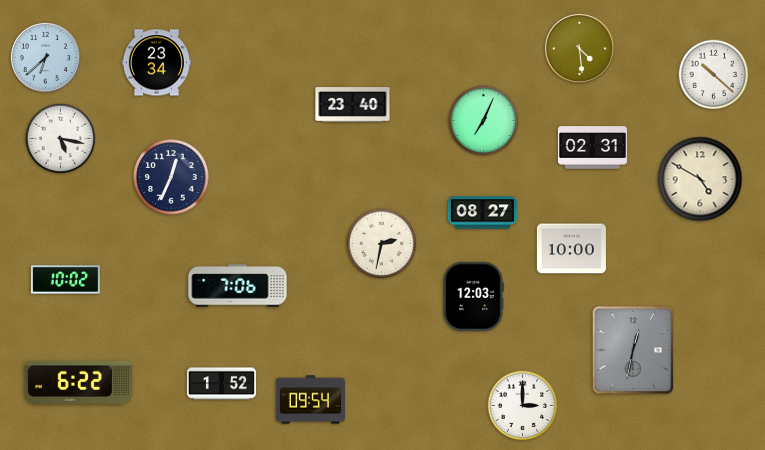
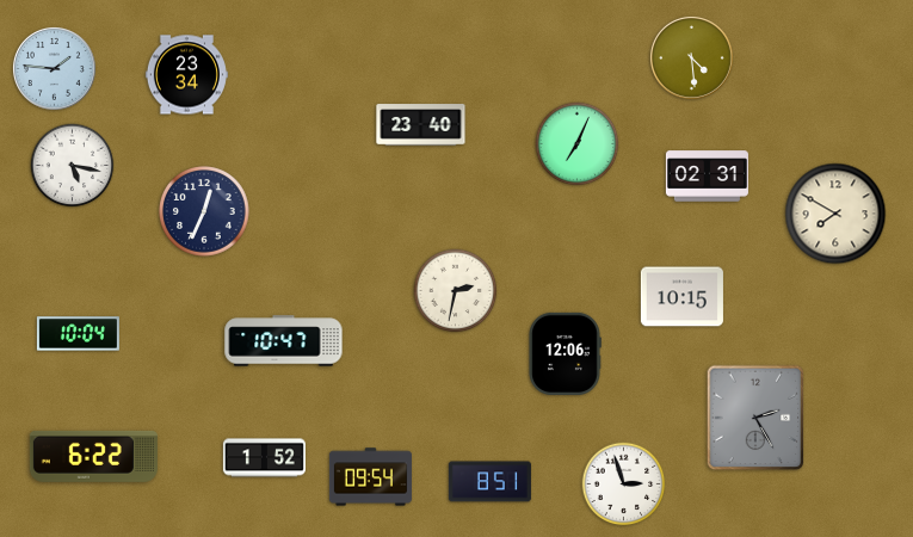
clock at (45, 57): 6:38 -> 1:46
clock at (714, 75): 10:22 -> none
clock at (700, 179): 4:50 -> 7:50
clock at (482, 213): 08:27 -> none
clock at (571, 249): 10:00 -> 10:15
clock at (65, 280): 10:02 -> 10:04
clock at (238, 286): 7:06 -> 10:47
clock at (473, 296): 12:03 -> 12:06
clock at (633, 350): 12:32 -> 2:25
clock at (489, 482): none -> 8:51
clock at (523, 406): 3:00 -> 2:57
